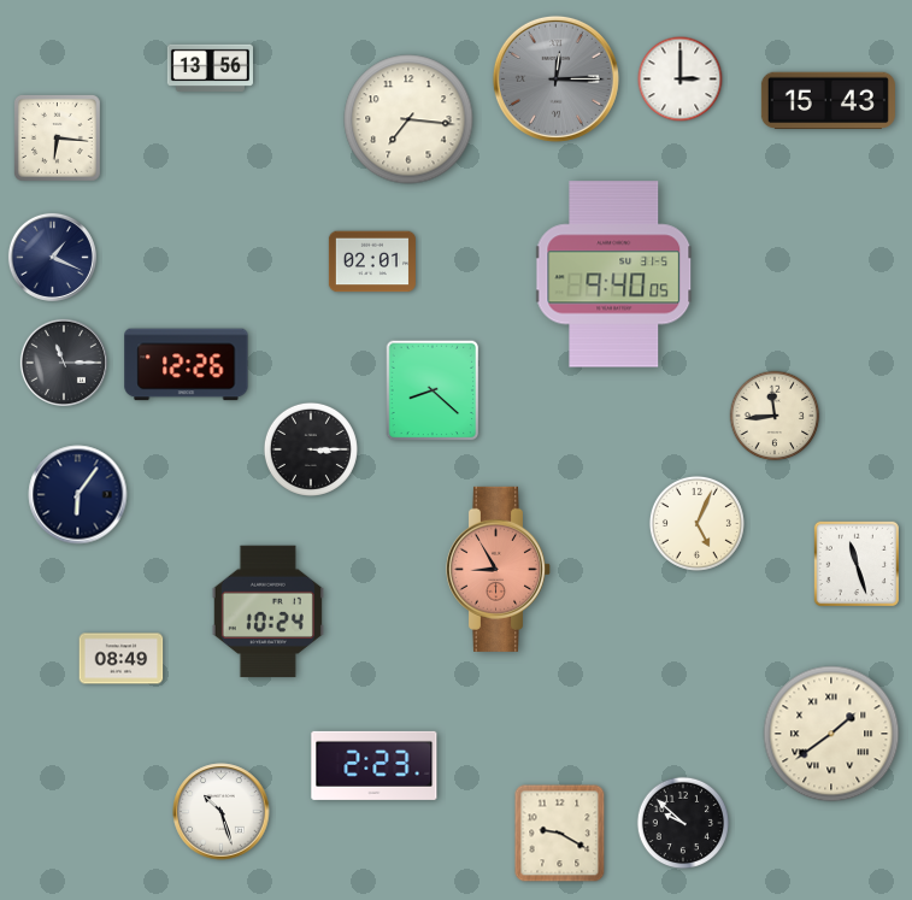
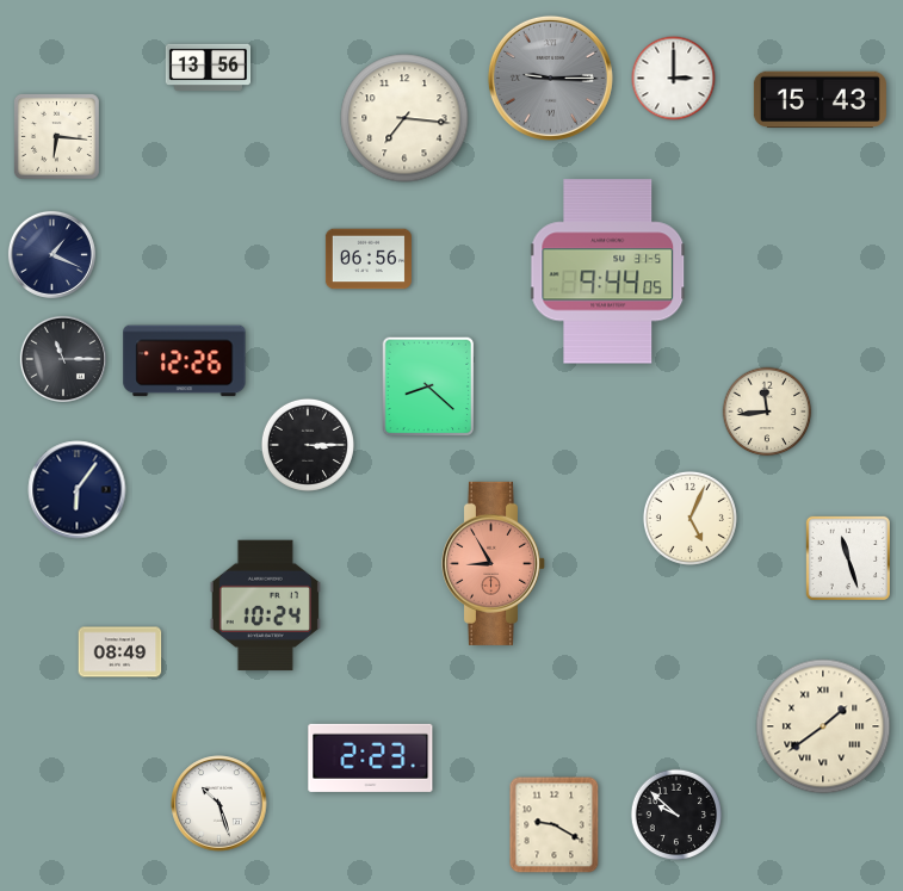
clock at (555, 78): 12:15 -> 9:15
clock at (372, 261): 02:01 -> 06:56
clock at (614, 275): 9:40 -> 9:44
